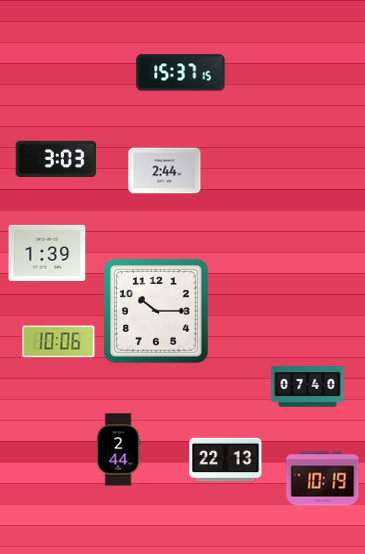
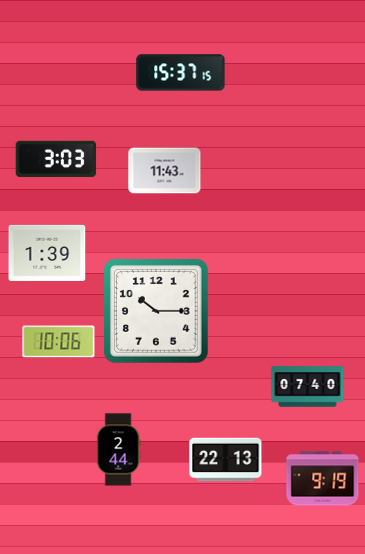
clock at (165, 171): 2:44 -> 11:43
clock at (323, 479): 10:19 -> 9:19
